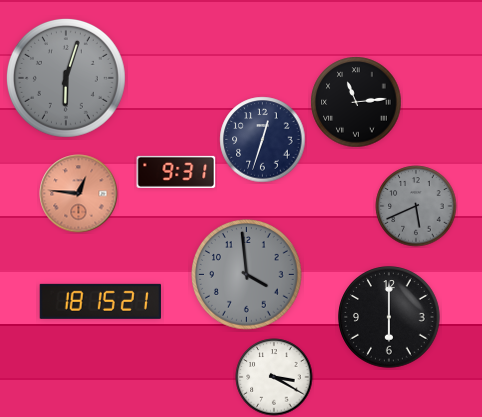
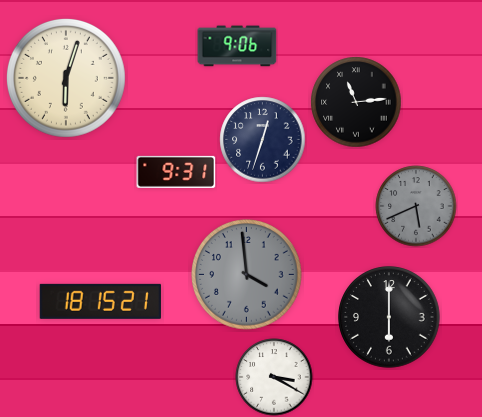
clock at (237, 46): none -> 9:06
clock at (66, 78) dial: grey -> cream
clock at (79, 194): 12:46 -> none
